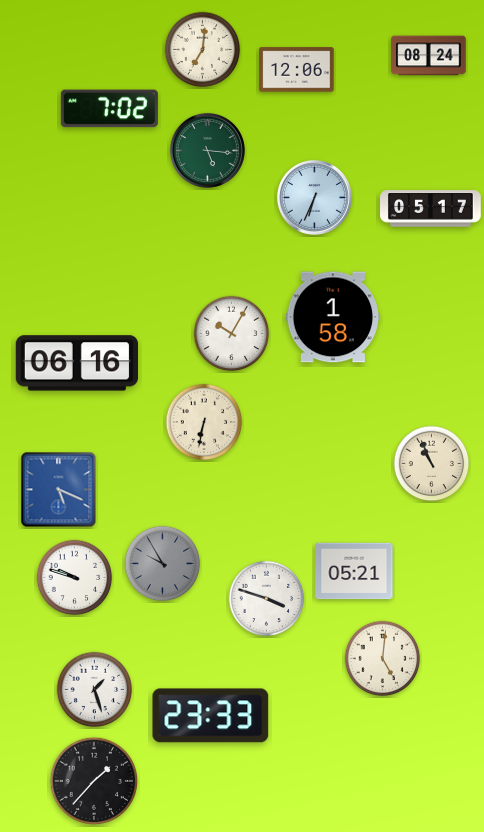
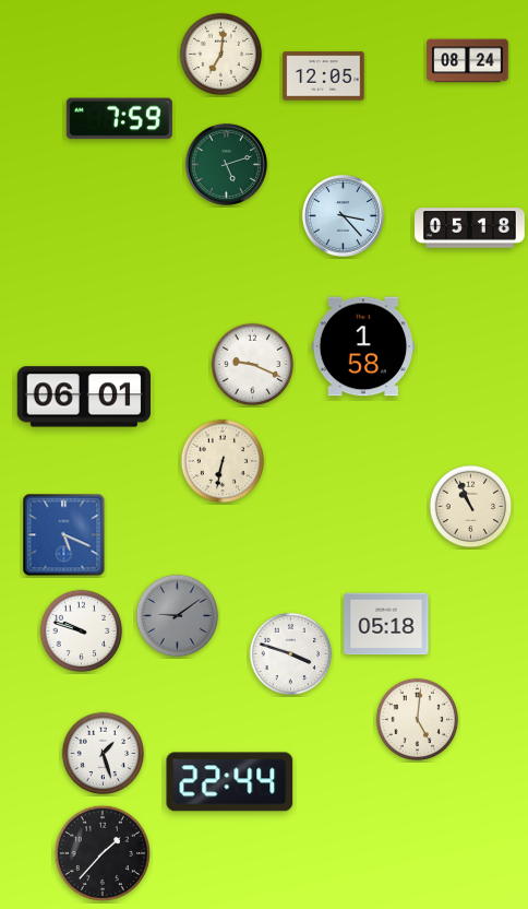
clock at (297, 70): 12:06 -> 12:05
clock at (109, 109): 7:02 -> 7:59
clock at (207, 150): 5:16 -> 5:12
clock at (314, 197): 6:34 -> 3:23
clock at (431, 209): 05:17 -> 05:18
clock at (232, 334): 10:05 -> 9:19
clock at (76, 363): 06:16 -> 06:01
clock at (163, 564): 9:55 -> 9:09
clock at (354, 571): 05:21 -> 05:18
clock at (211, 716): 23:33 -> 22:44
